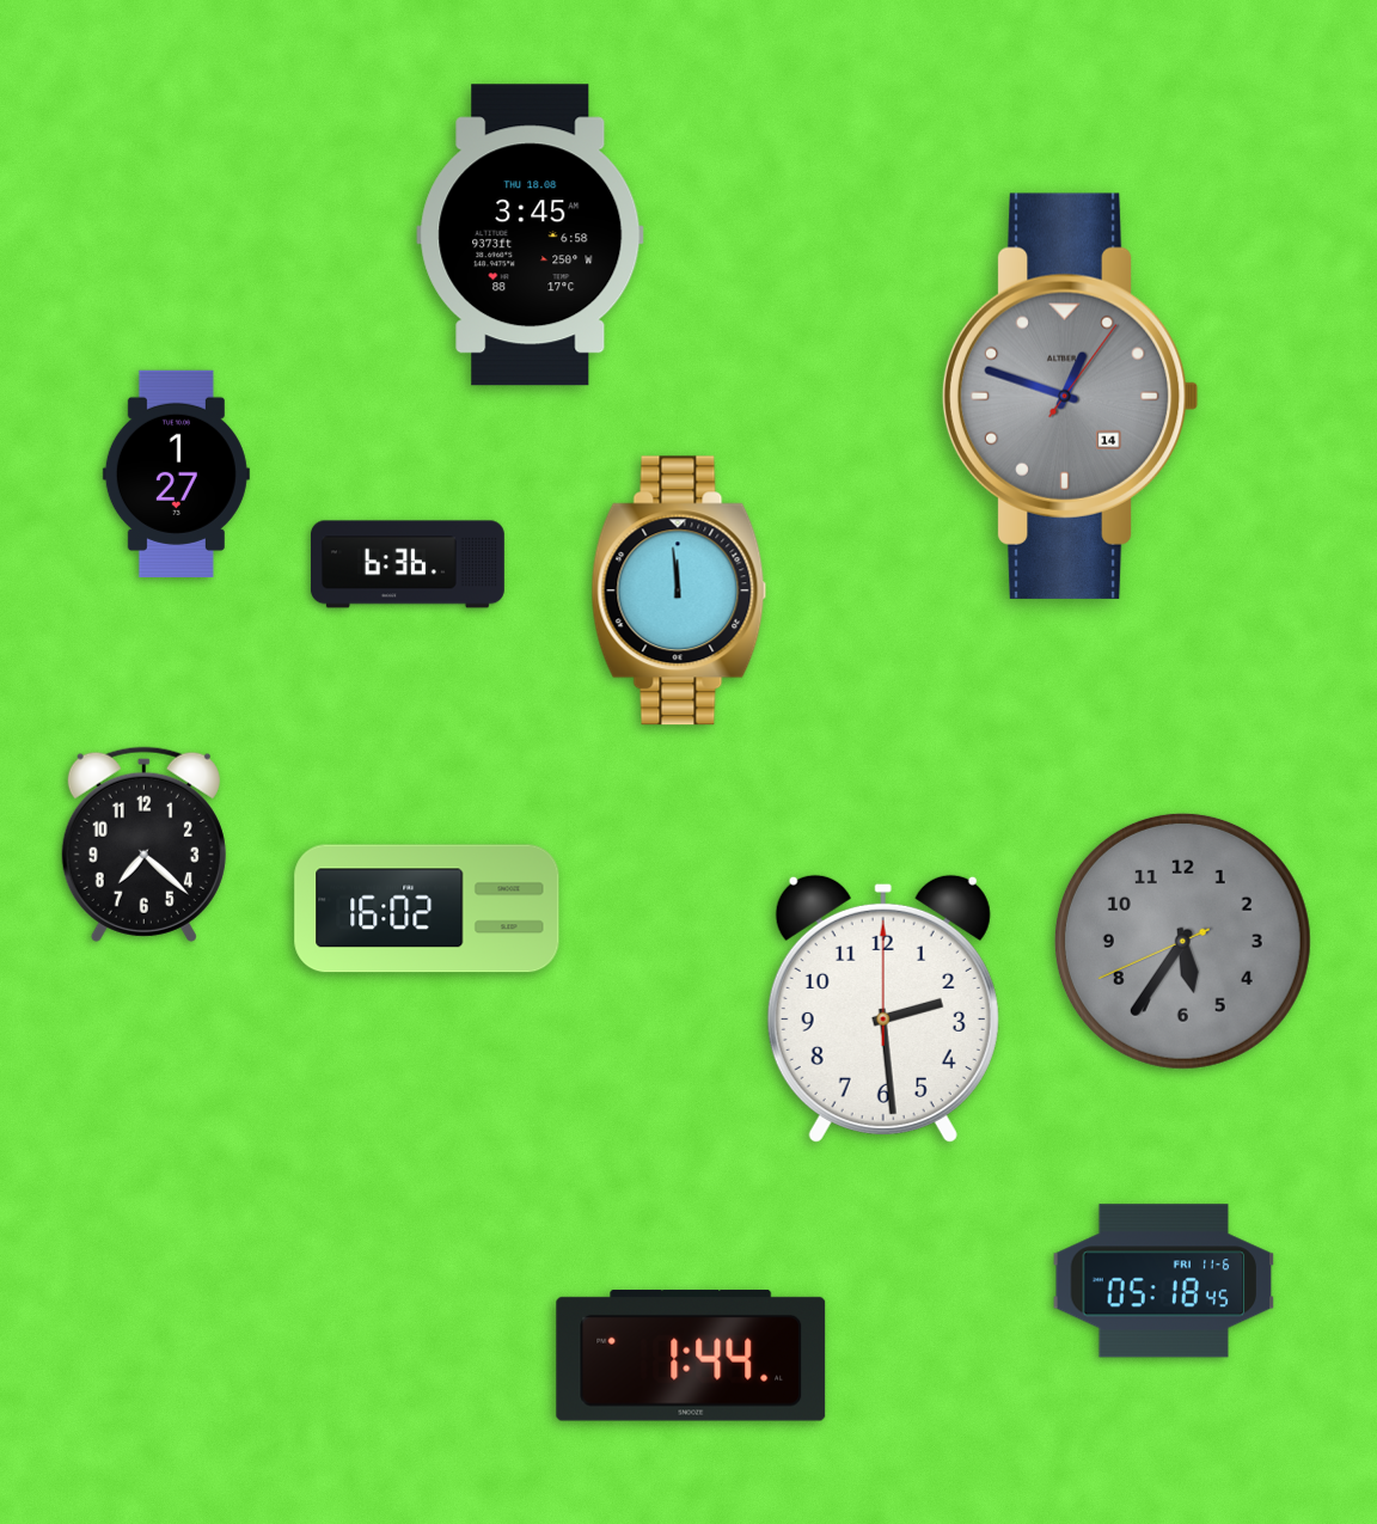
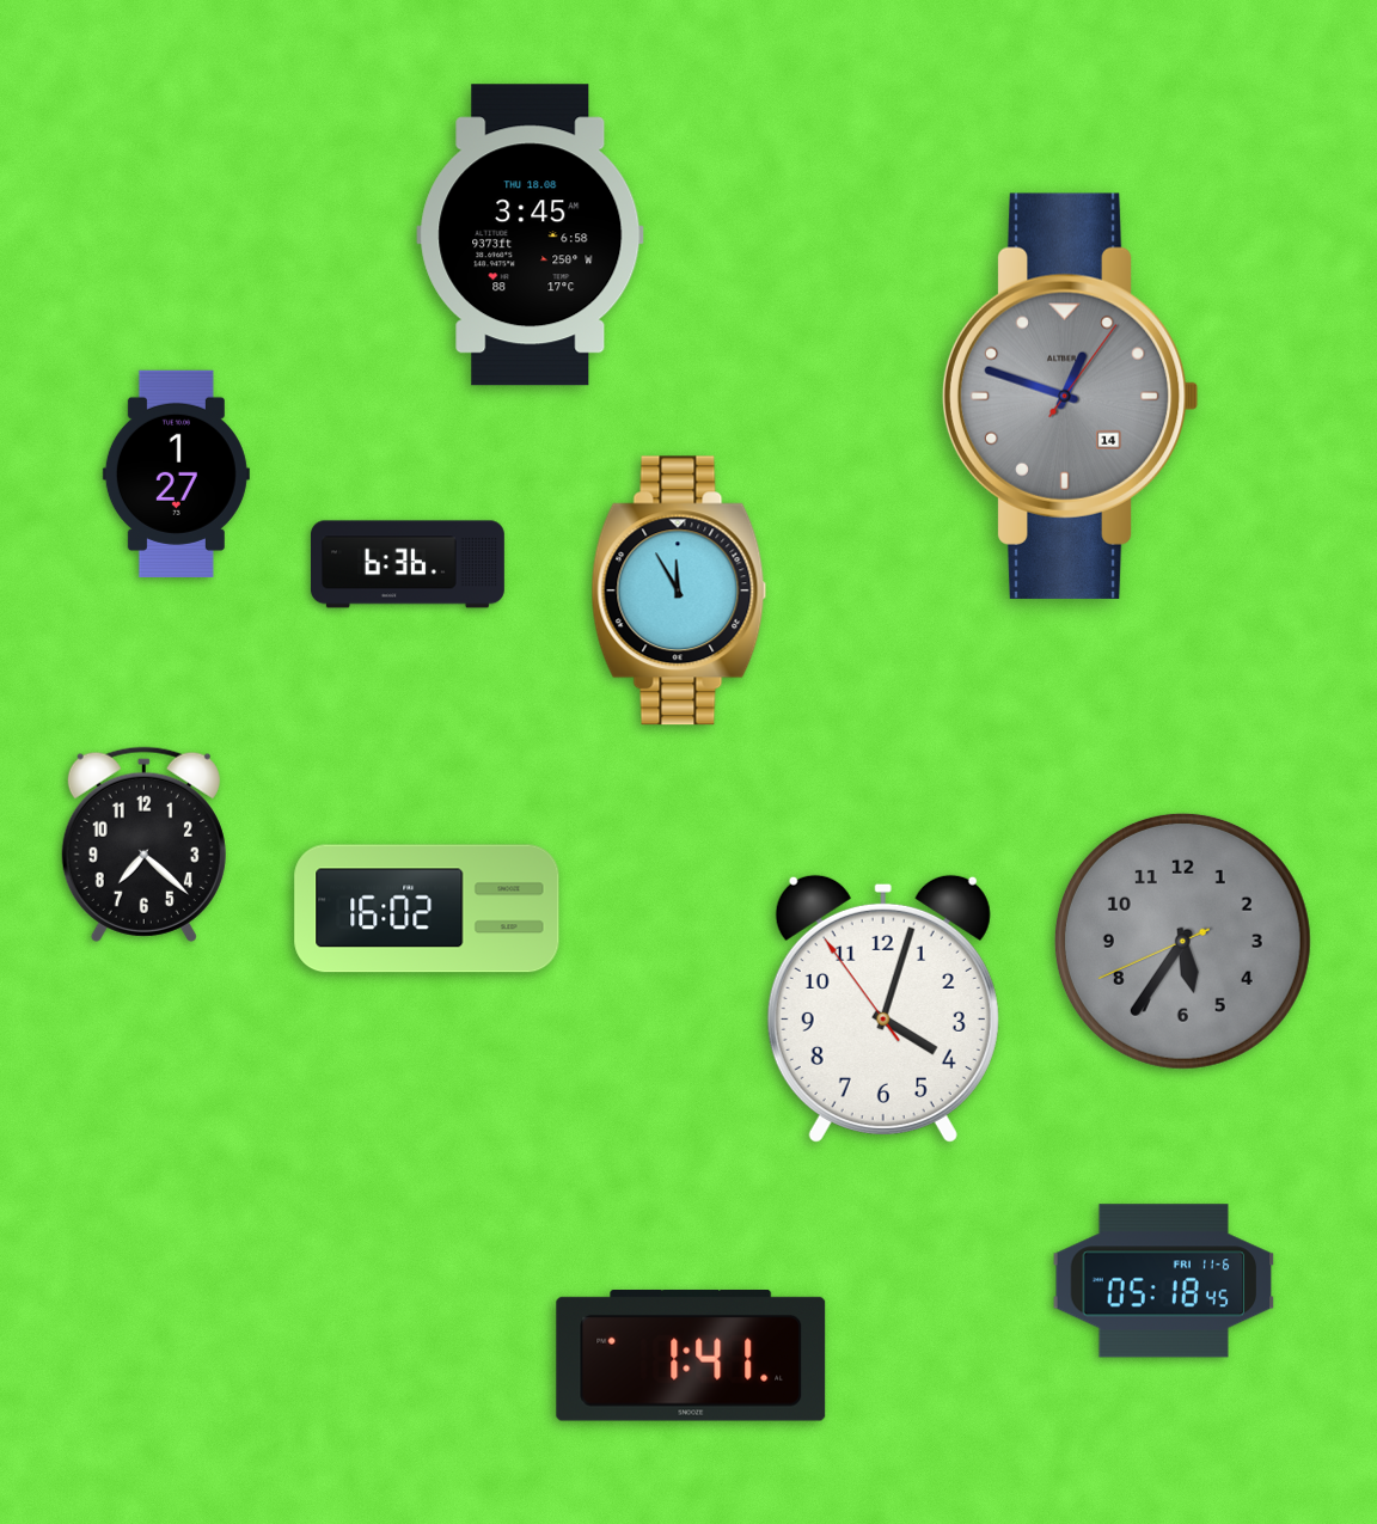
clock at (679, 590): 11:59 -> 11:55
clock at (883, 1009): 2:29 -> 4:02
clock at (691, 1355): 1:44 -> 1:41
